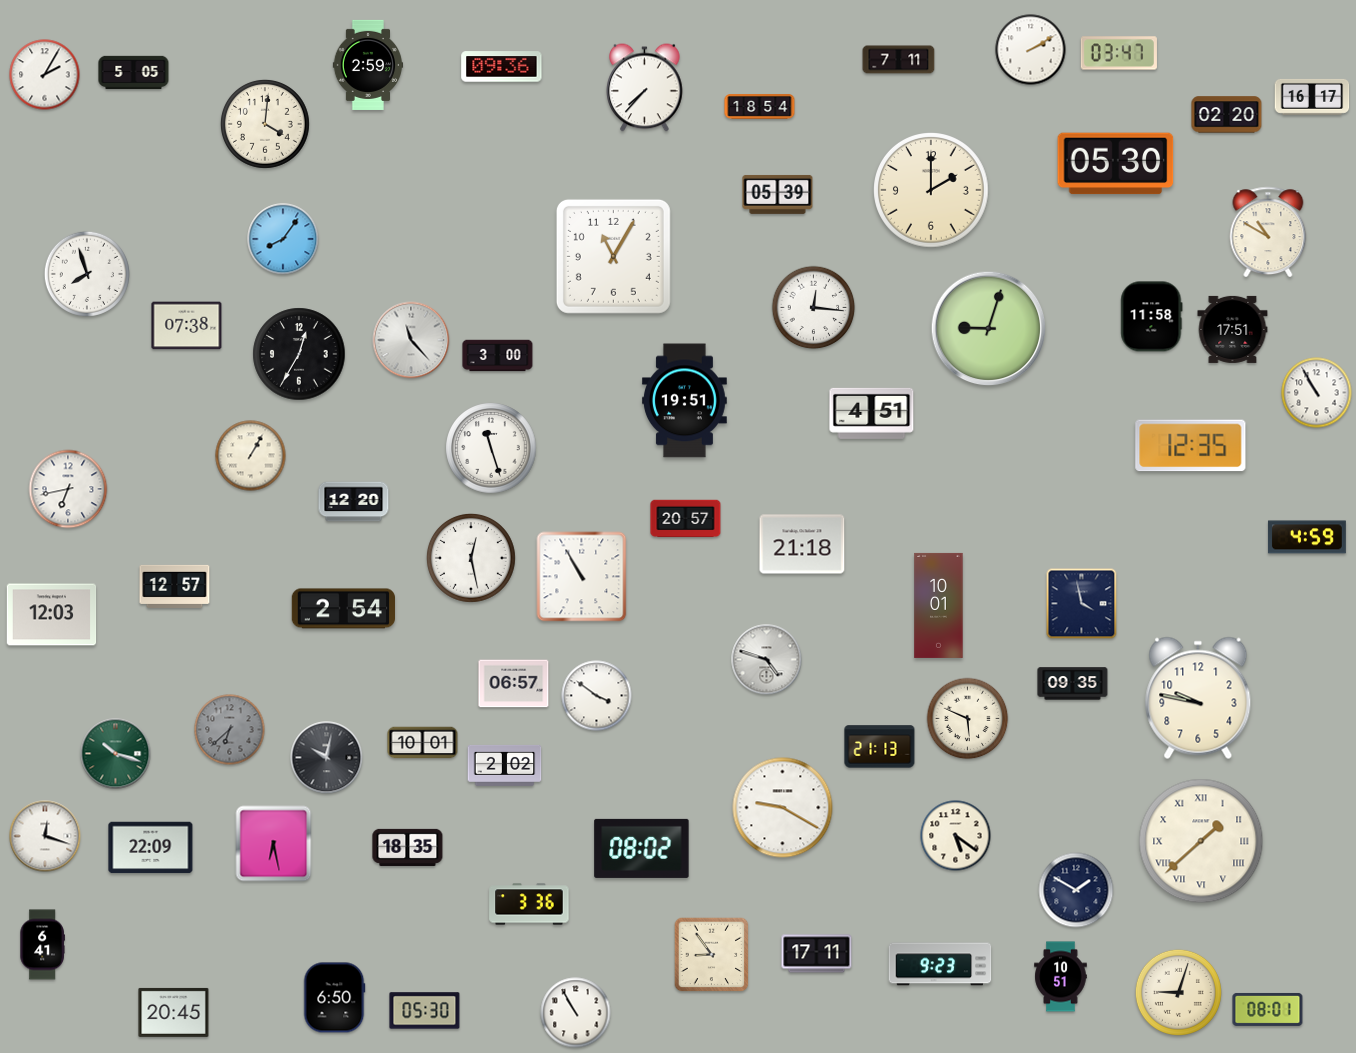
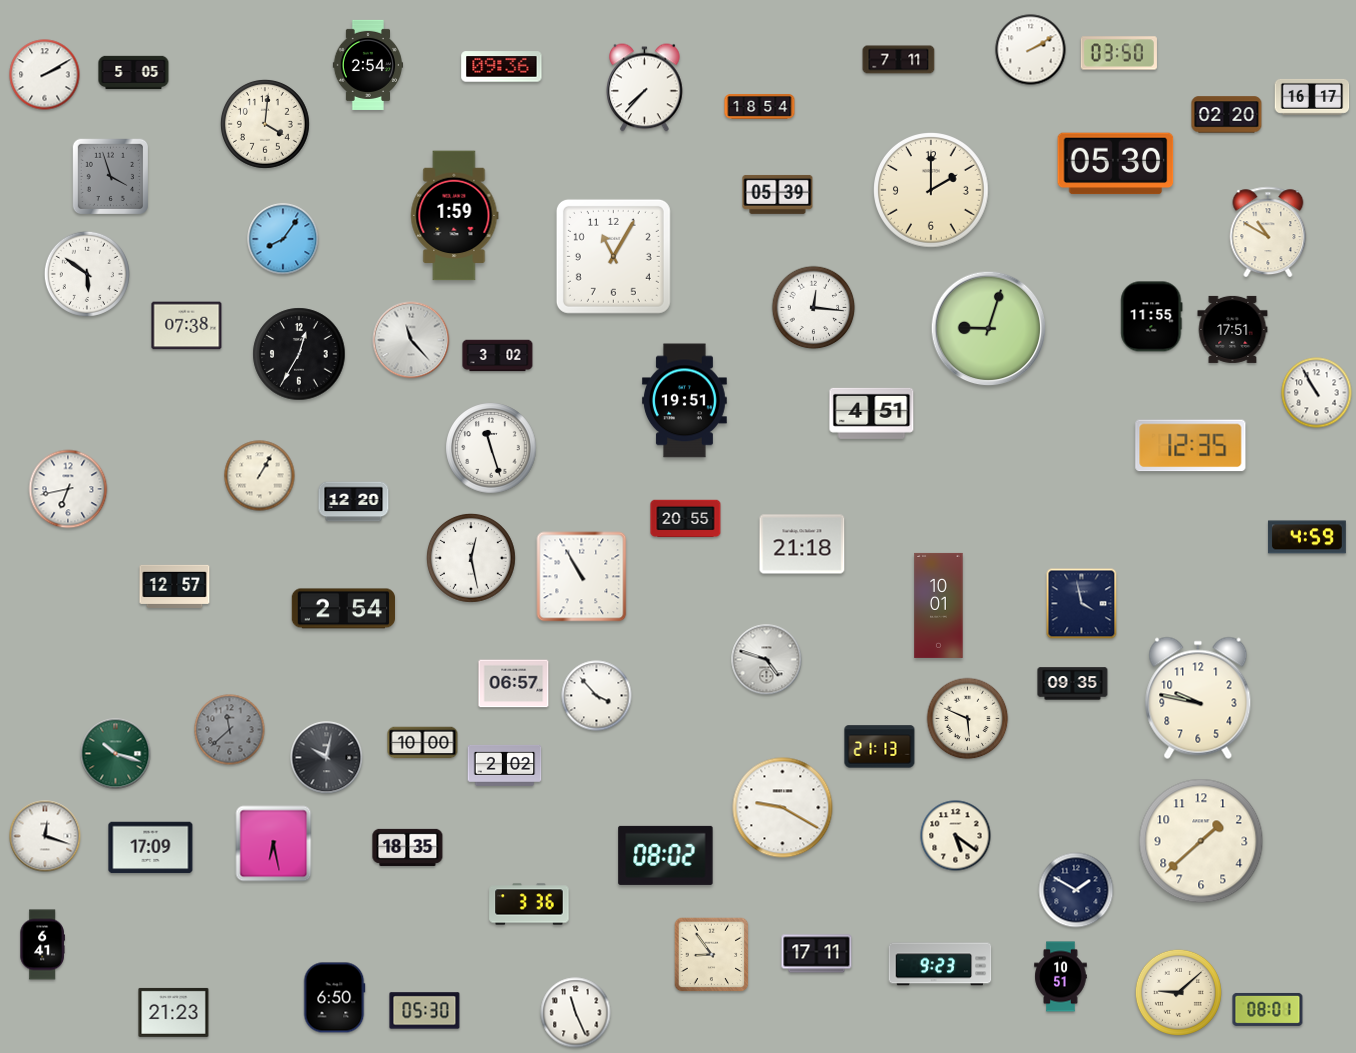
clock at (1119, 53): 03:47 -> 03:50
clock at (368, 65): 2:59 -> 2:54
clock at (45, 75): 2:05 -> 2:10
clock at (110, 176): none -> 3:57
clock at (455, 216): none -> 1:59
clock at (87, 274): 7:57 -> 5:51
clock at (1152, 317): 11:58 -> 11:55
clock at (498, 356): 3:00 -> 3:02
clock at (251, 456) position: (251, 456) -> (260, 476)
clock at (686, 519): 20:57 -> 20:55
clock at (52, 615): 12:03 -> none
clock at (597, 696): 3:51 -> 3:53
clock at (230, 730): 6:38 -> 11:38
clock at (423, 743): 10:01 -> 10:00
clock at (1201, 841) numerals: Roman -> Arabic
clock at (151, 848): 22:09 -> 17:09
clock at (642, 848) position: (642, 848) -> (666, 855)
clock at (1178, 992): 9:03 -> 9:08
clock at (174, 1012): 20:45 -> 21:23
clock at (576, 1013): 10:55 -> 11:26
